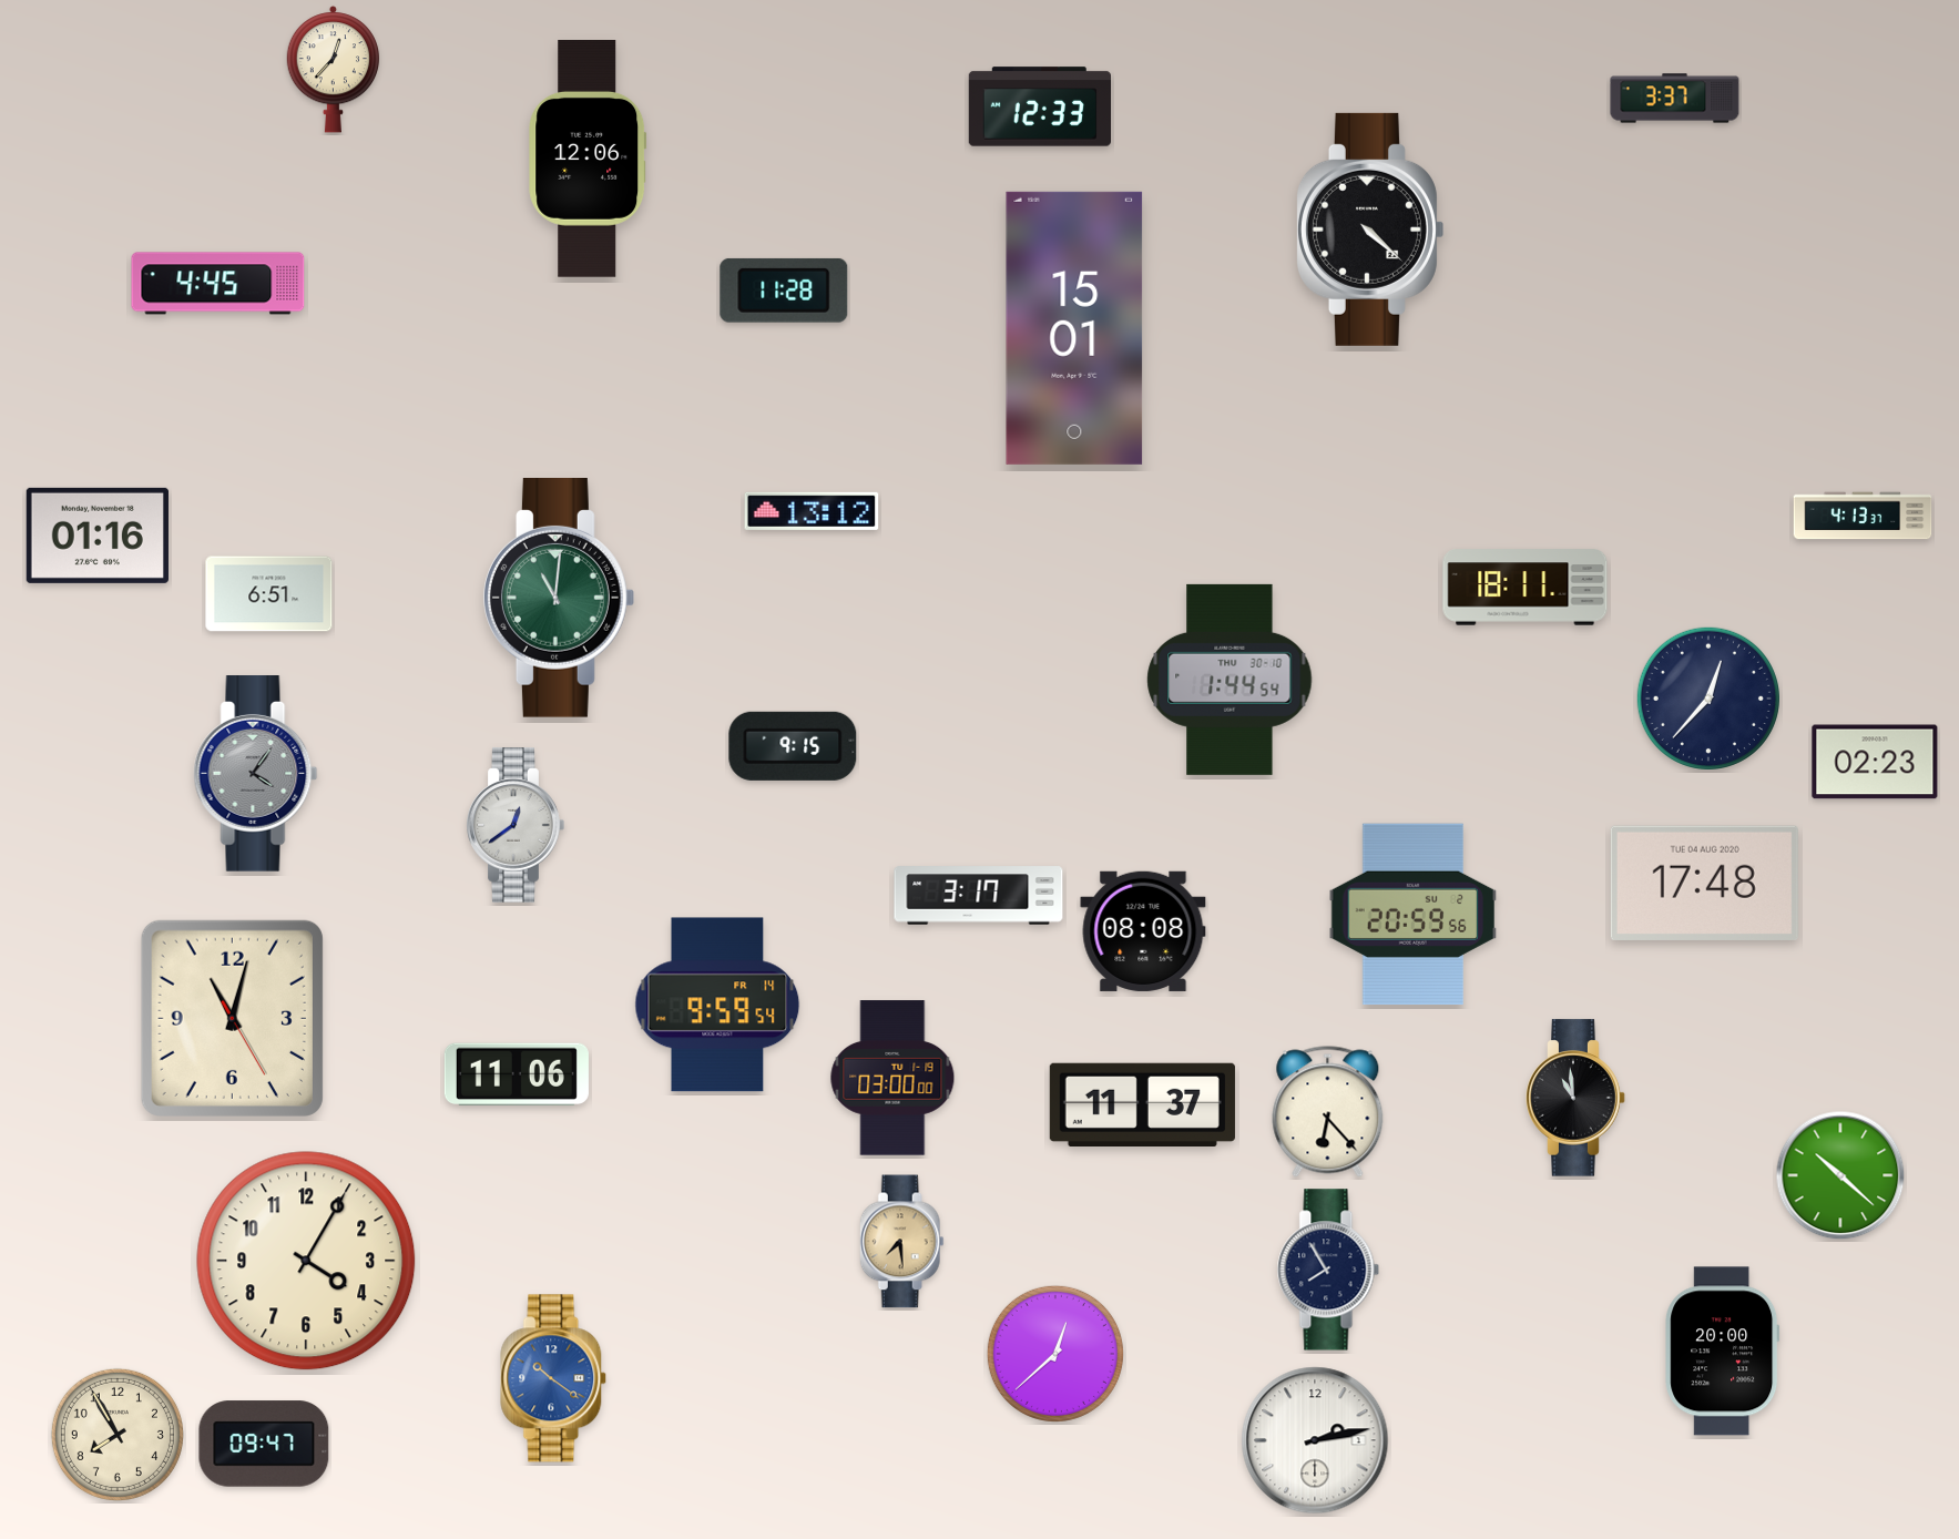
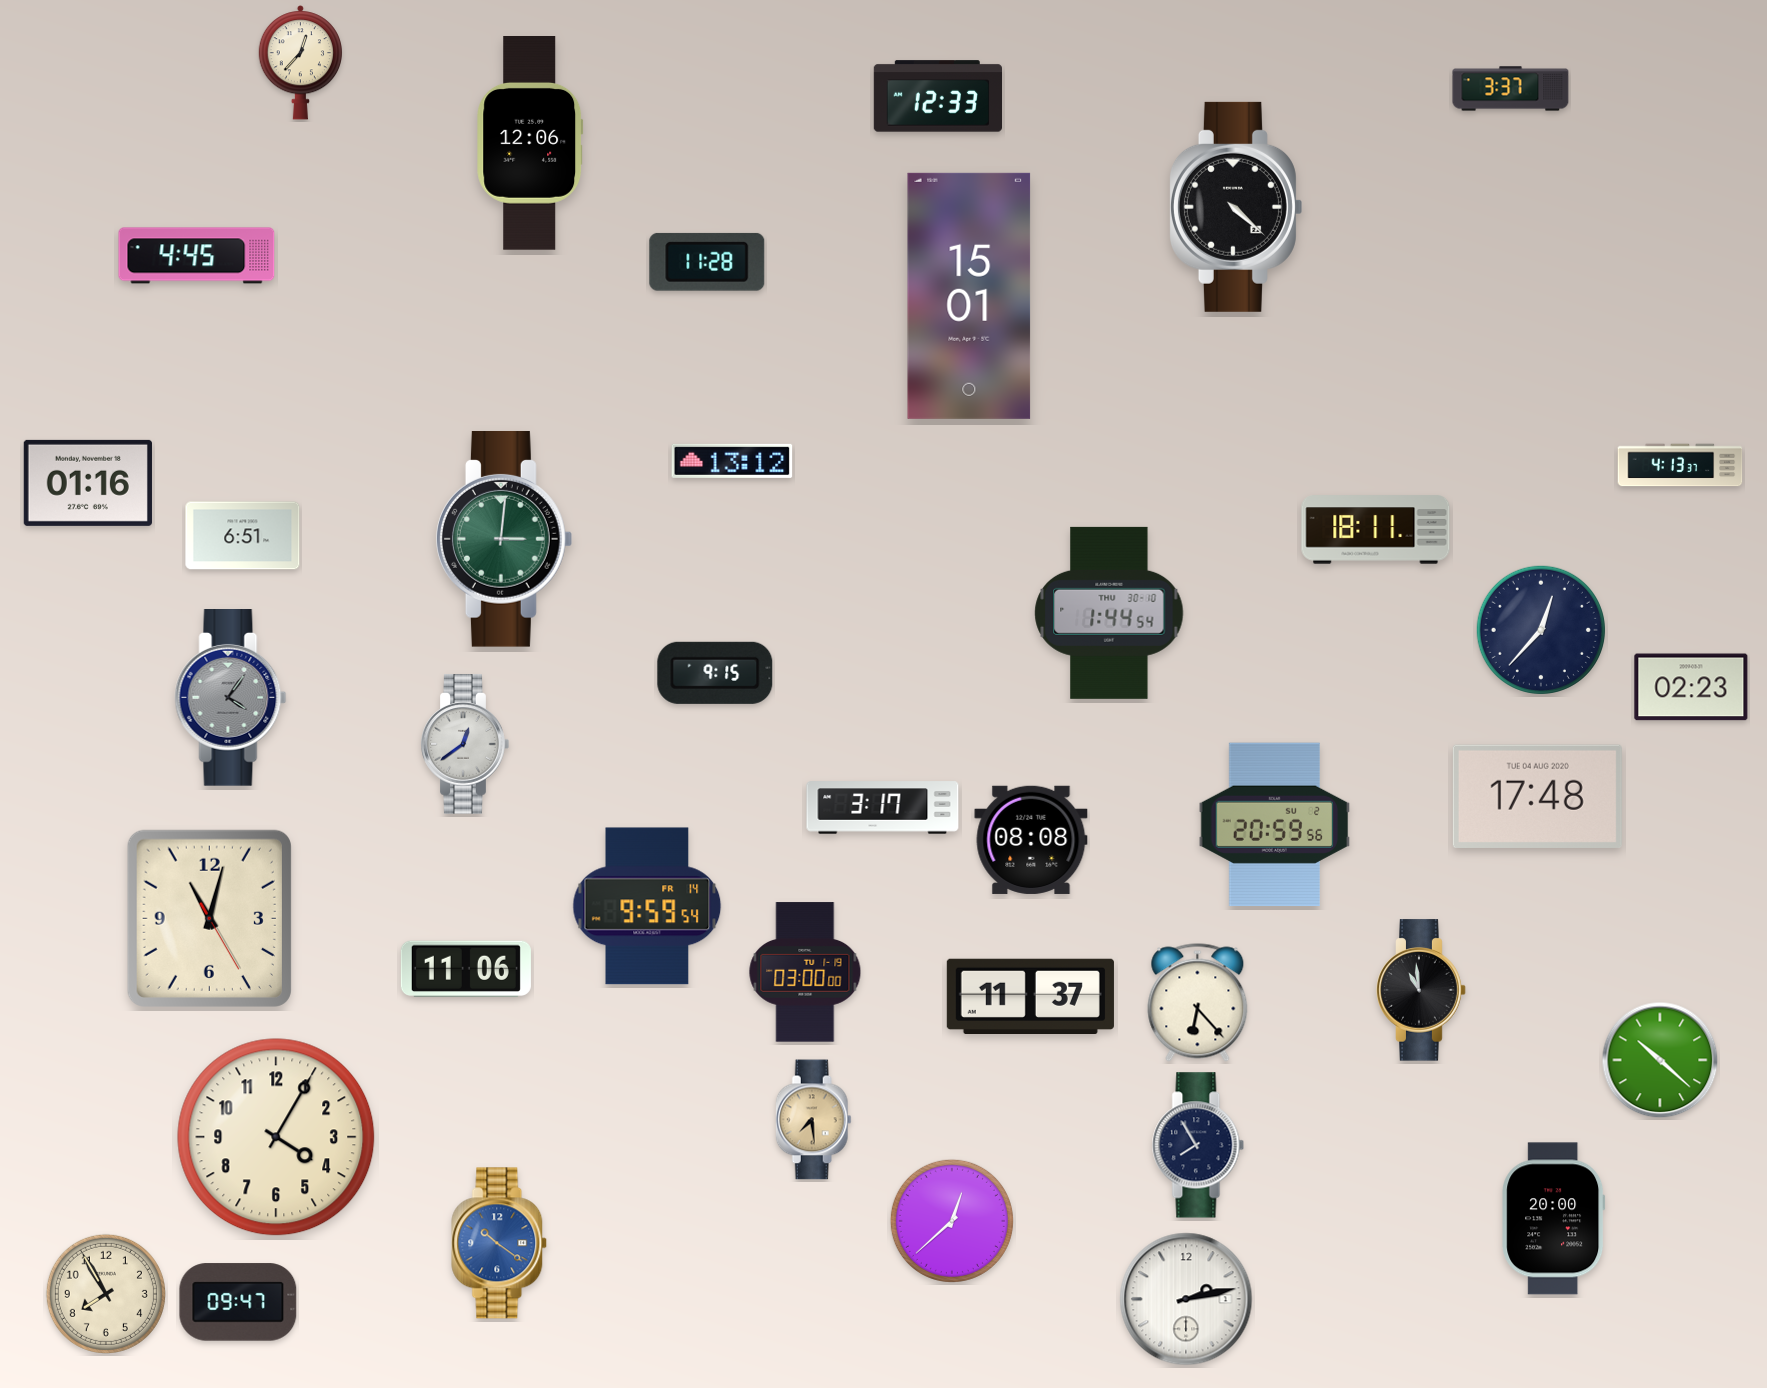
clock at (559, 599): 11:01 -> 3:01
